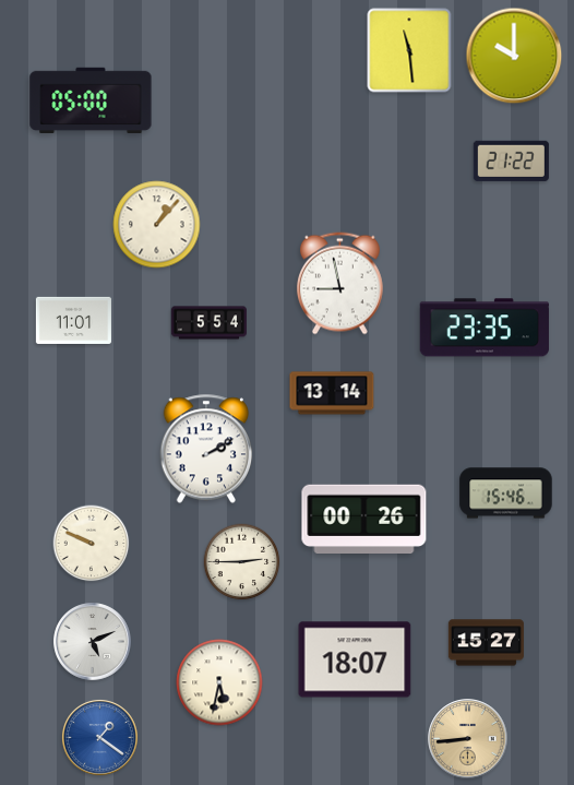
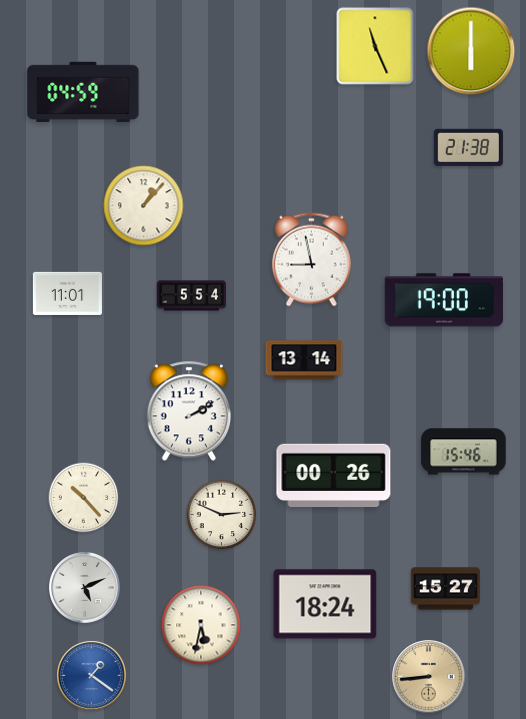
clock at (409, 50): 11:29 -> 11:26
clock at (514, 56): 10:00 -> 6:00
clock at (91, 99): 05:00 -> 04:59
clock at (511, 160): 21:22 -> 21:38
clock at (485, 328): 23:35 -> 19:00
clock at (92, 544): 9:49 -> 10:23
clock at (242, 562): 2:45 -> 2:49
clock at (355, 659): 18:07 -> 18:24
